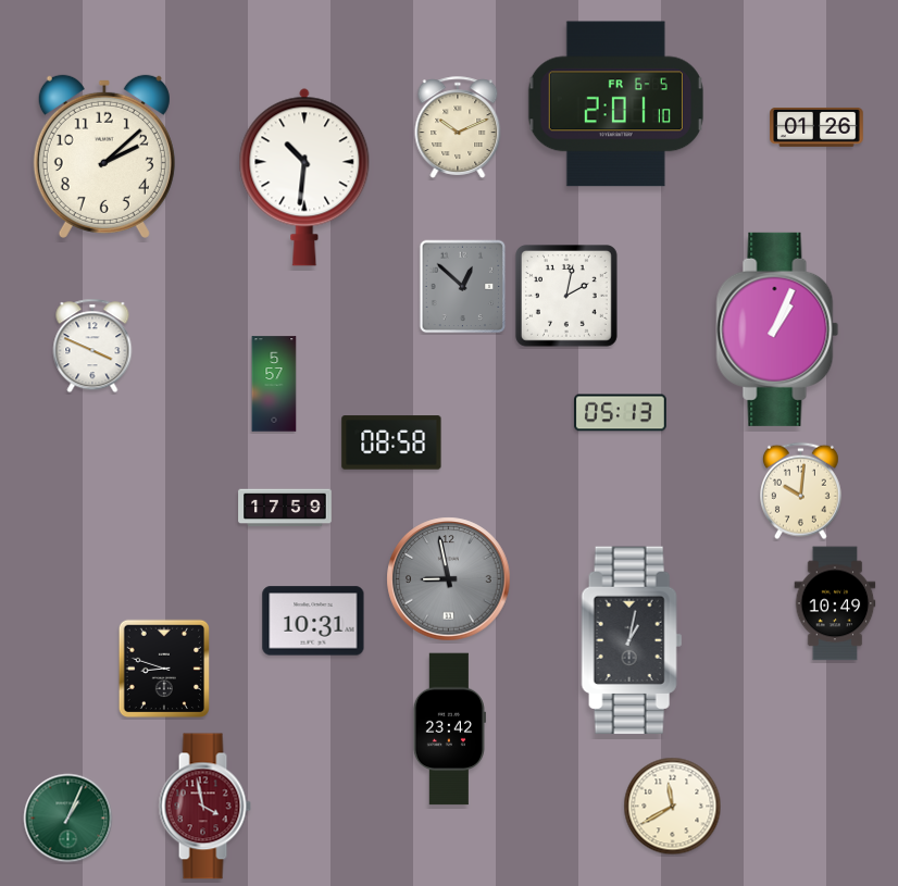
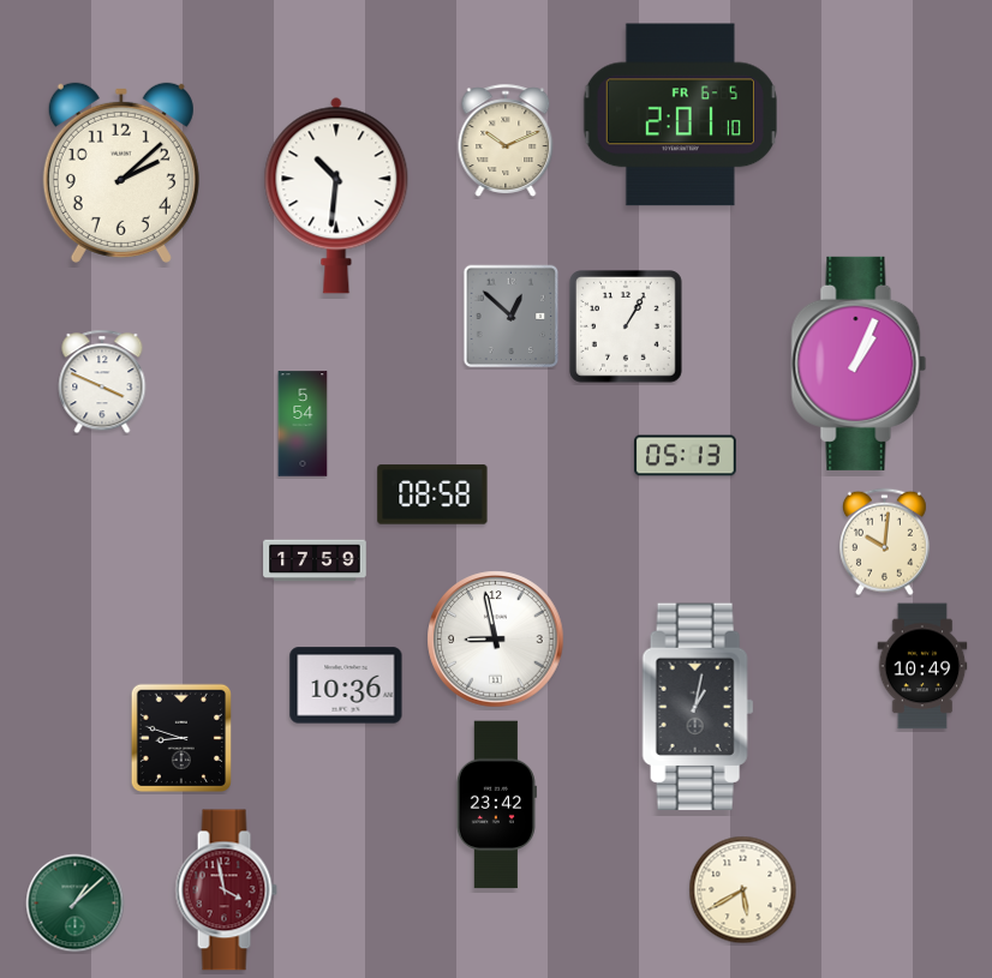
clock at (816, 127): 01:26 -> none
clock at (104, 157) position: (104, 157) -> (121, 173)
clock at (568, 297): 2:02 -> 1:05
clock at (274, 384): 5:57 -> 5:54
clock at (391, 442) position: (391, 442) -> (432, 494)
clock at (449, 579) dial: grey -> white
clock at (313, 621): 10:31 -> 10:36
clock at (673, 807): 11:40 -> 5:40
clock at (68, 819): 1:04 -> 1:08
